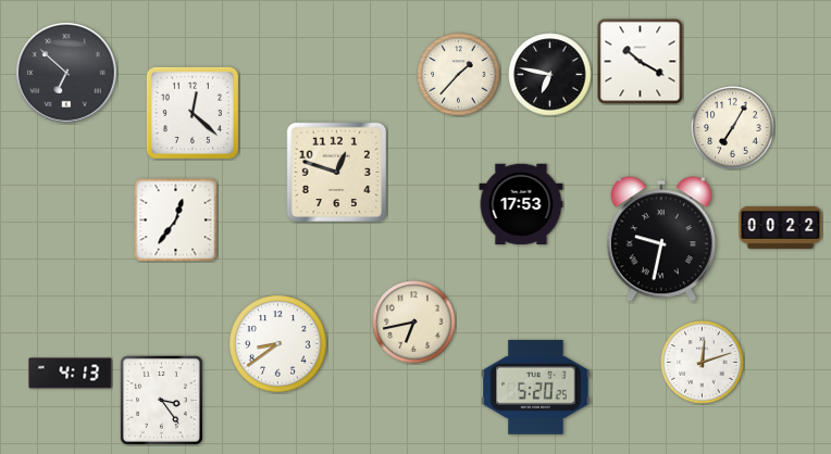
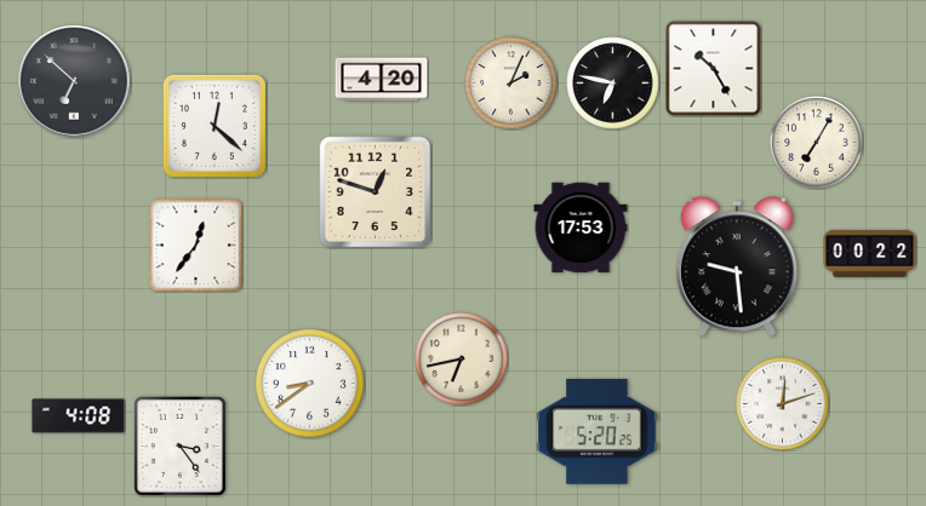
clock at (641, 62): 10:20 -> 10:25
clock at (382, 80): none -> 4:20
clock at (459, 75): 1:37 -> 2:04
clock at (661, 239): 9:32 -> 9:29
clock at (71, 374): 4:13 -> 4:08
